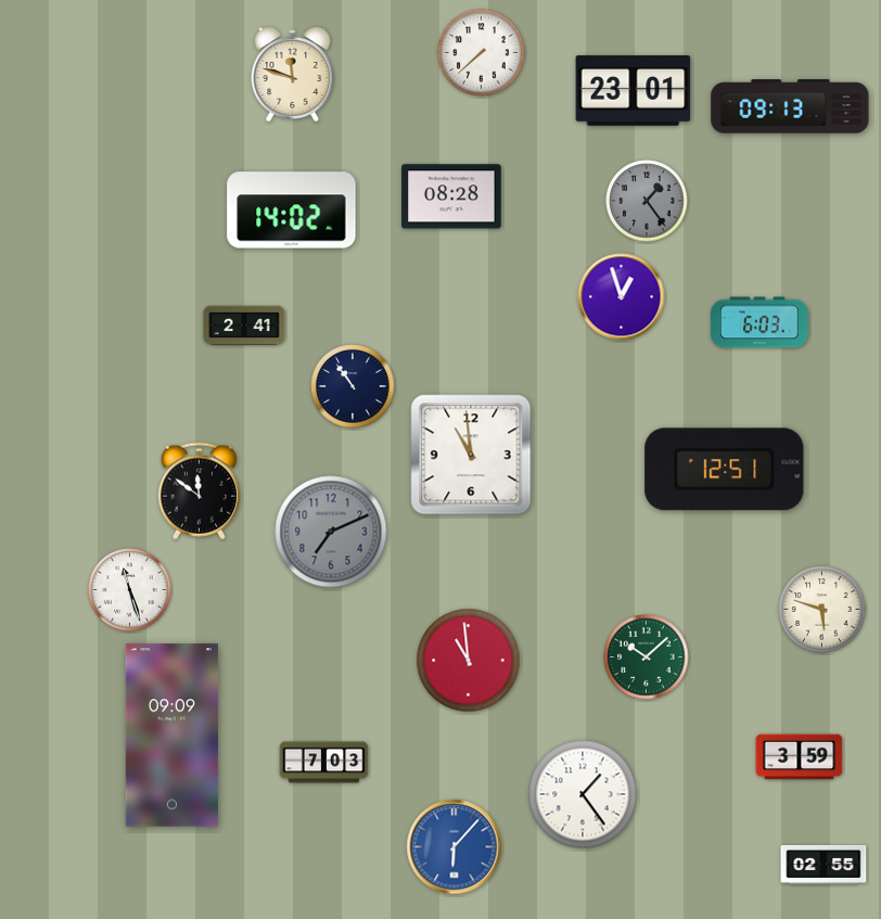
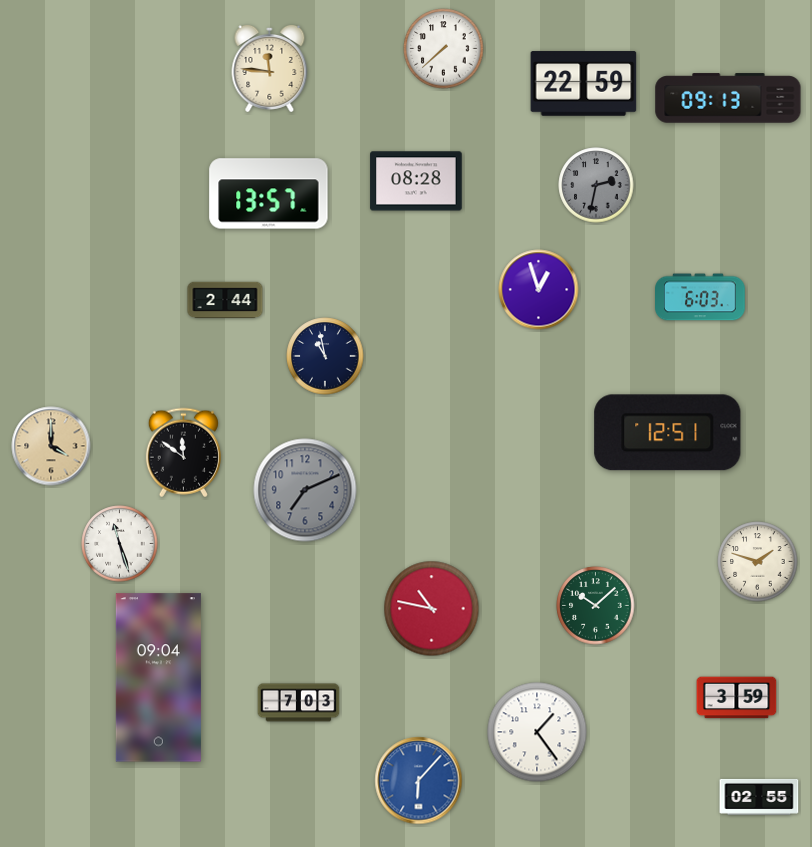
clock at (293, 74): 11:48 -> 11:46
clock at (634, 91): 23:01 -> 22:59
clock at (647, 201): 1:24 -> 2:32
clock at (292, 210): 14:02 -> 13:57
clock at (622, 297) position: (622, 297) -> (539, 290)
clock at (244, 326): 2:41 -> 2:44
clock at (353, 386): 10:54 -> 10:58
clock at (471, 455): 10:59 -> none
clock at (51, 446): none -> 4:00
clock at (822, 610): 5:48 -> 1:48
clock at (469, 661): 10:59 -> 10:47
clock at (171, 736): 09:09 -> 09:04
